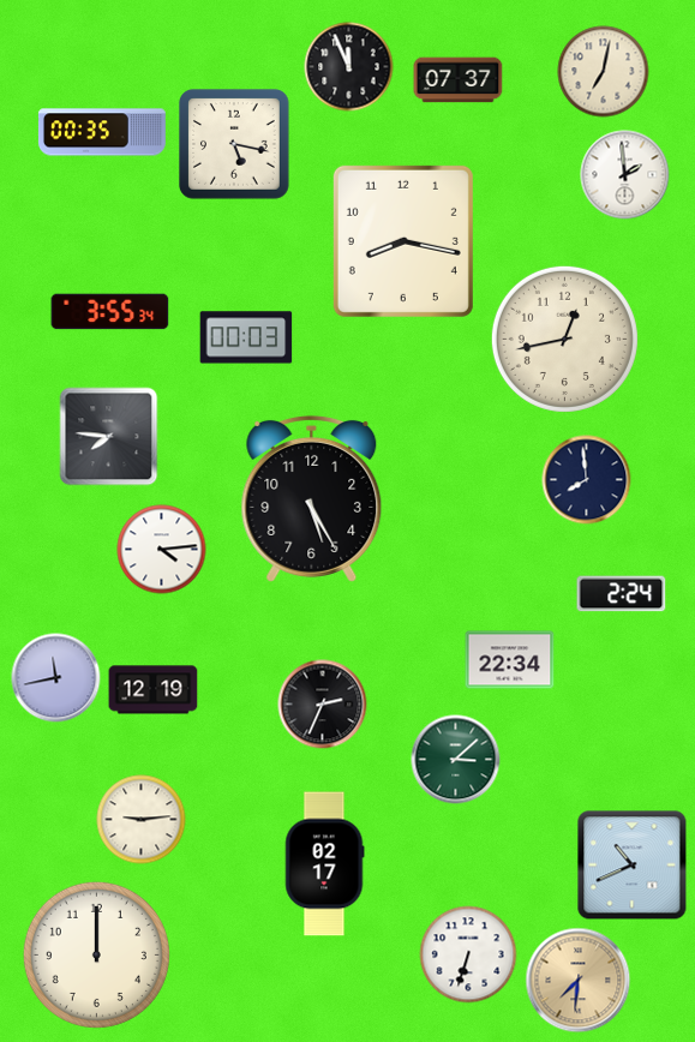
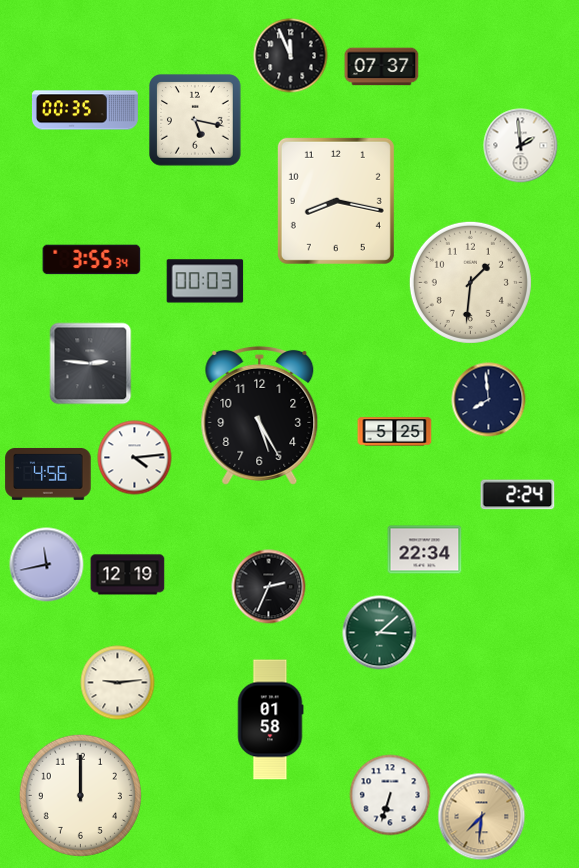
clock at (604, 72): 7:02 -> none
clock at (564, 339): 12:43 -> 1:31
clock at (109, 437): 7:46 -> 2:46
clock at (395, 432): none -> 5:25
clock at (48, 474): none -> 4:56
clock at (324, 864): 02:17 -> 01:58
clock at (633, 866): 10:41 -> none
